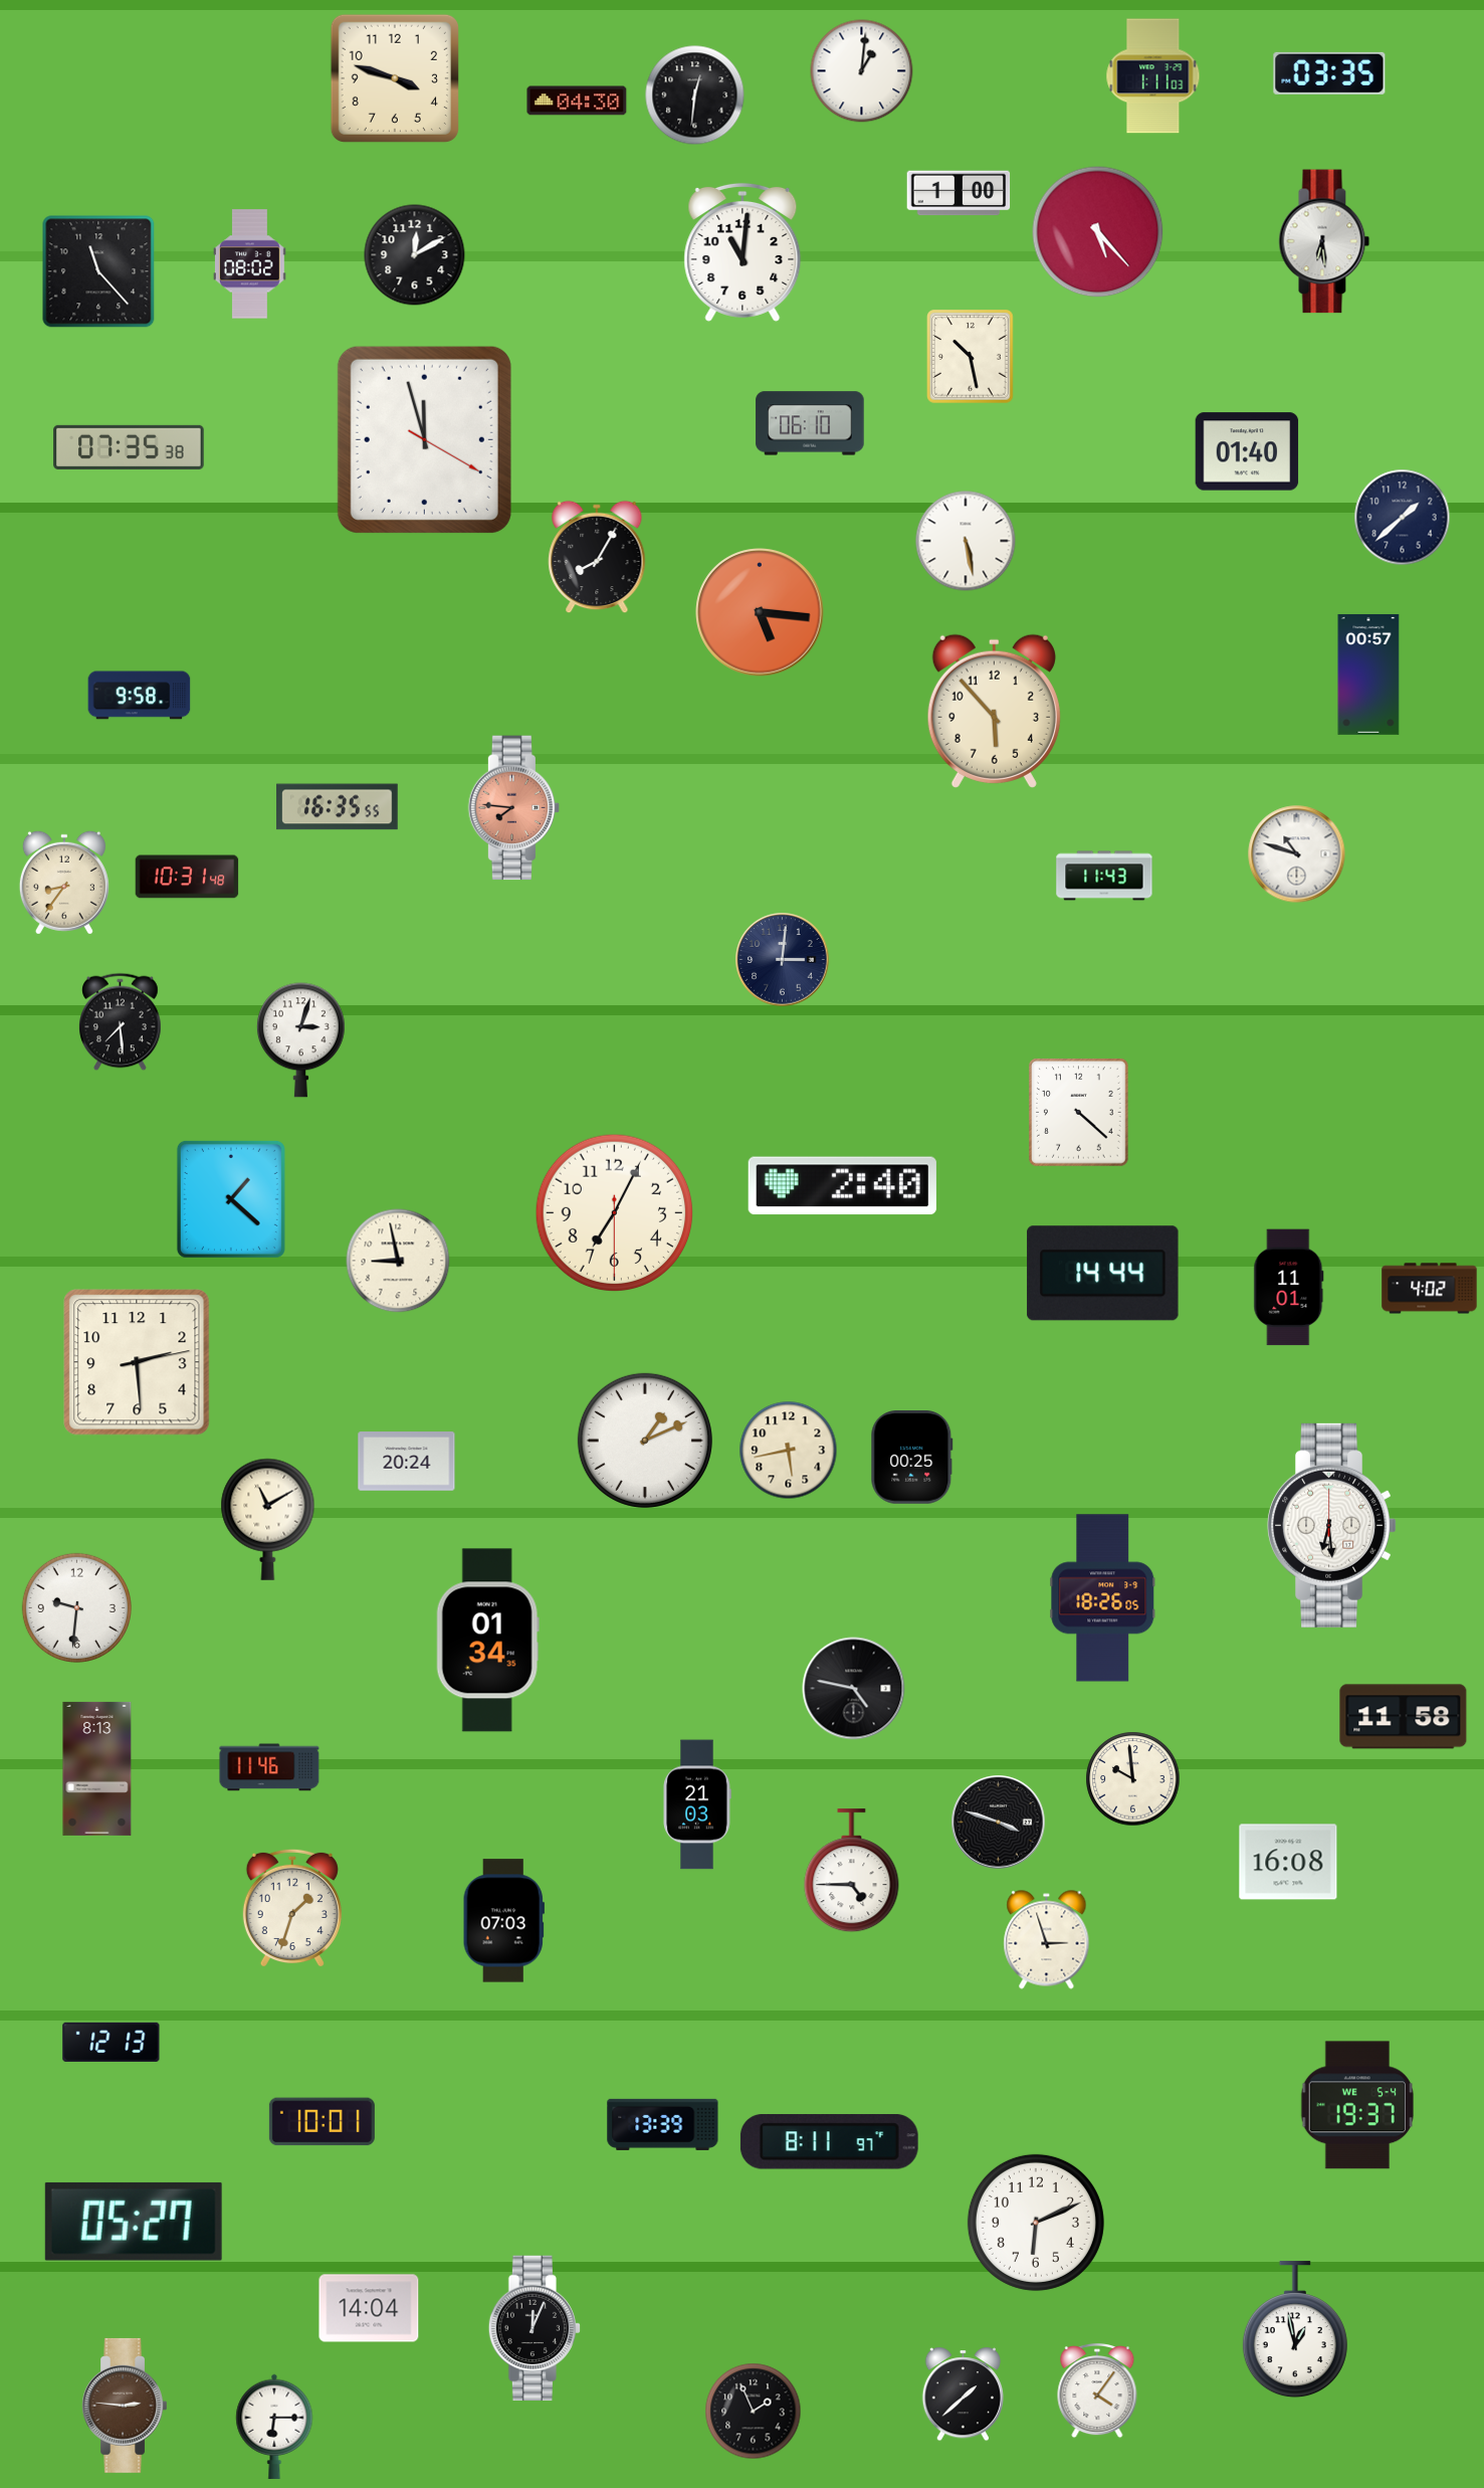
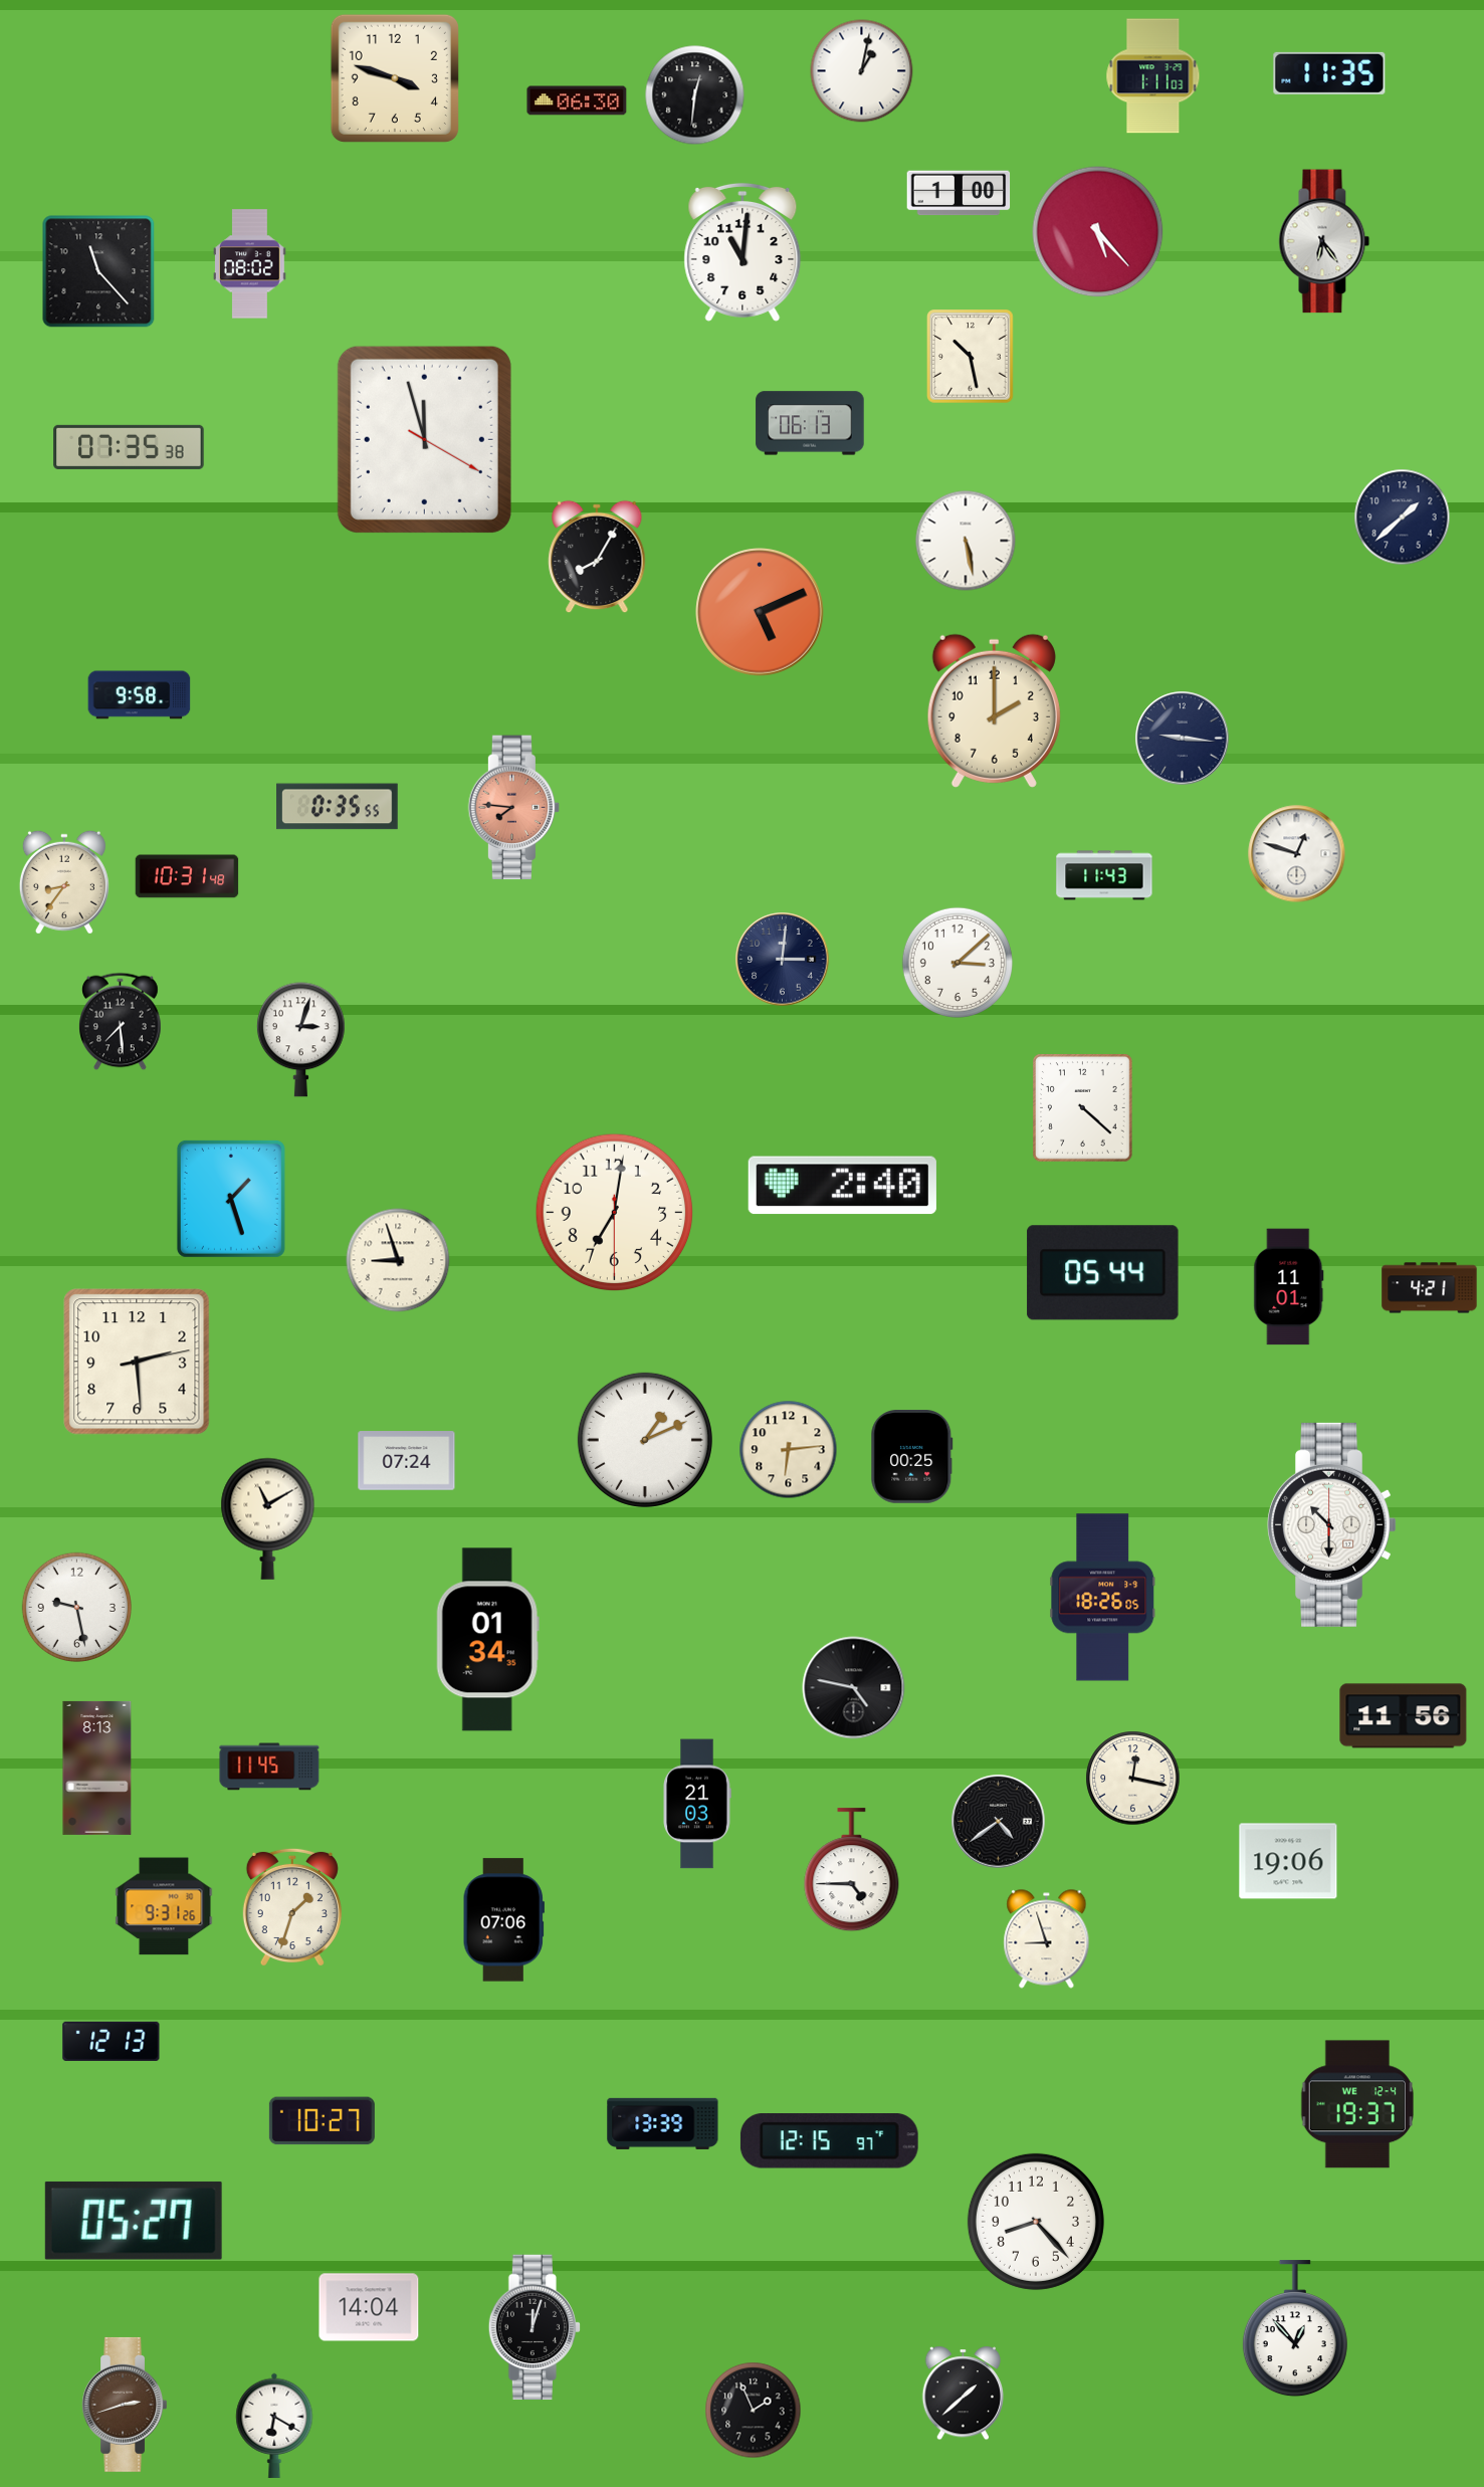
clock at (862, 71): 1:01 -> 1:02
clock at (1329, 73): 03:35 -> 11:35
clock at (577, 101): 04:30 -> 06:30
clock at (1324, 241): 6:29 -> 6:24
clock at (415, 255): 12:10 -> none
clock at (810, 423): 06:10 -> 06:13
clock at (1247, 451): 01:40 -> none
clock at (760, 612): 5:16 -> 5:11
clock at (1368, 675): 00:57 -> none
clock at (994, 711): 5:53 -> 2:00
clock at (1183, 739): none -> 9:16
clock at (338, 807): 16:35 -> 0:35
clock at (1297, 854): 10:48 -> 12:48
clock at (958, 963): none -> 3:08
clock at (1079, 1113) position: (1079, 1113) -> (1083, 1108)
clock at (231, 1199): 1:22 -> 1:27
clock at (615, 1213): 7:04 -> 7:01
clock at (398, 1261): 8:58 -> 8:57
clock at (1103, 1274): 14:44 -> 05:44
clock at (1430, 1289): 4:02 -> 4:21
clock at (789, 1451): 5:43 -> 6:14
clock at (407, 1462): 20:24 -> 07:24
clock at (1331, 1525): 6:29 -> 10:30
clock at (76, 1607): 9:31 -> 9:28
clock at (1404, 1717): 11:58 -> 11:56
clock at (269, 1767): 11:46 -> 11:45
clock at (1133, 1779): 9:59 -> 12:17
clock at (999, 1823): 3:48 -> 4:39
clock at (1288, 1862): 16:08 -> 19:06
clock at (164, 1906): none -> 9:31
clock at (503, 1921): 07:03 -> 07:06
clock at (1047, 1940): 2:57 -> 8:57
clock at (1357, 2105) date: WE 5-4 -> WE 12-4
clock at (322, 2122): 10:01 -> 10:27
clock at (829, 2142): 8:11 -> 12:15
clock at (1036, 2223): 6:11 -> 8:23
clock at (534, 2328): 12:04 -> 12:03
clock at (1295, 2330): 12:58 -> 12:53
clock at (1097, 2390): 4:06 -> none
clock at (124, 2406): 2:46 -> 2:42
clock at (274, 2427): 6:15 -> 6:20
